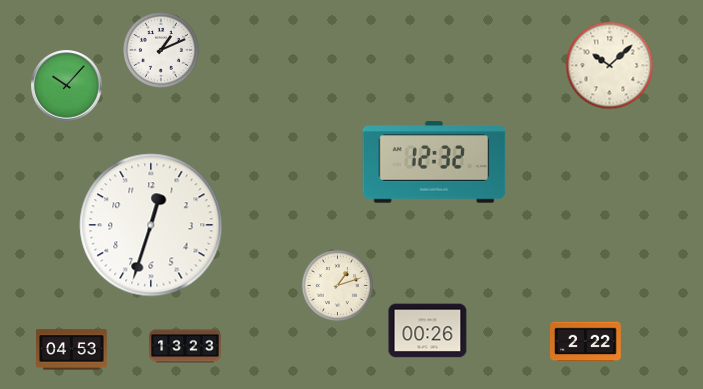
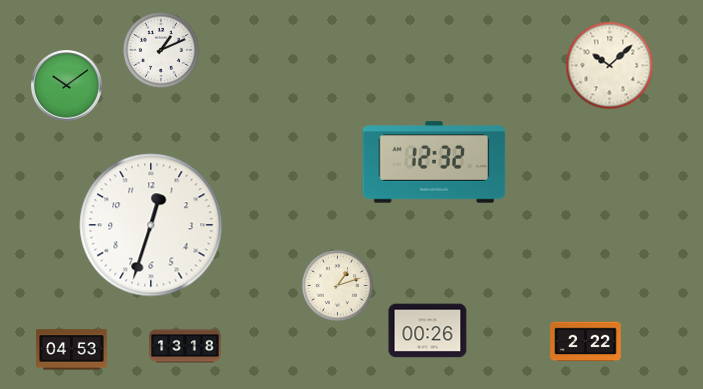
clock at (67, 86): 10:07 -> 10:09
clock at (185, 346): 13:23 -> 13:18
